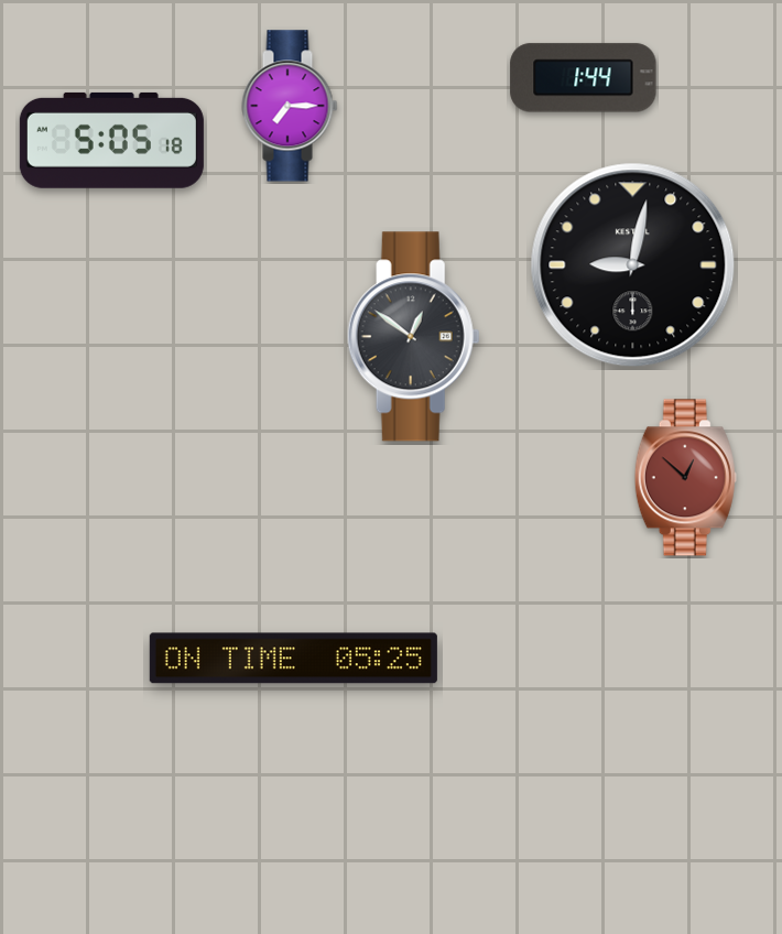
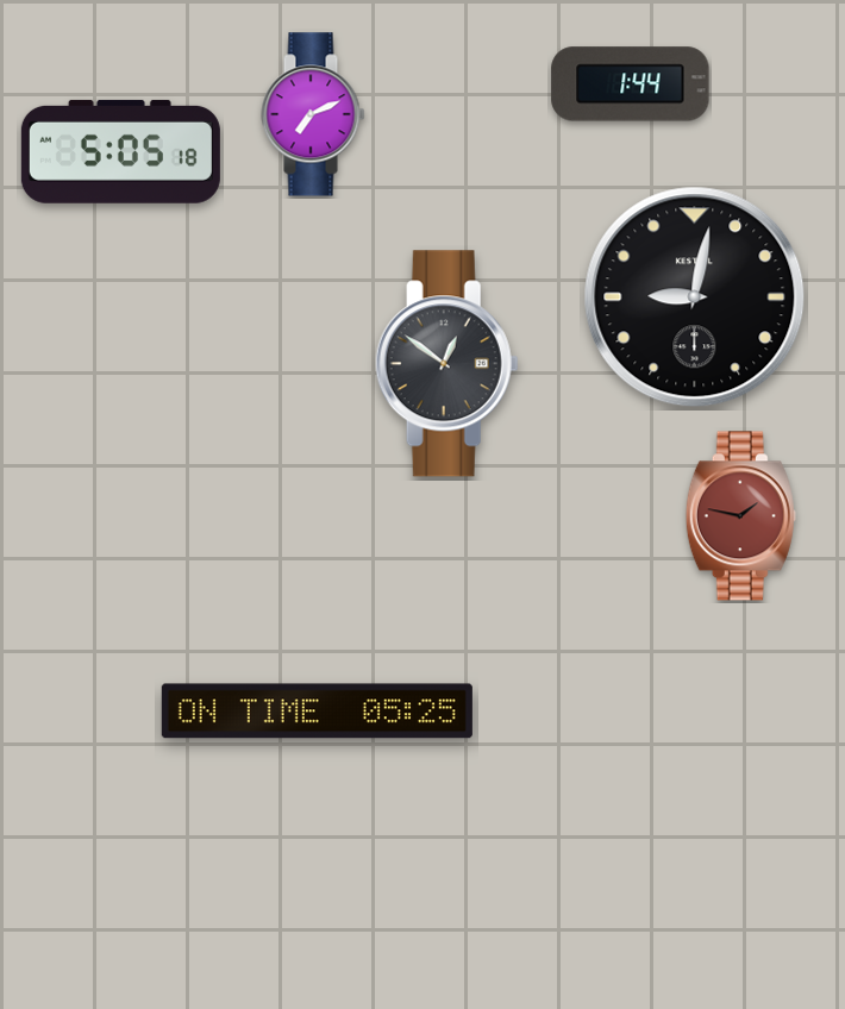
clock at (290, 106): 7:15 -> 7:11
clock at (633, 265) position: (633, 265) -> (695, 297)
clock at (685, 478): 12:52 -> 1:47
